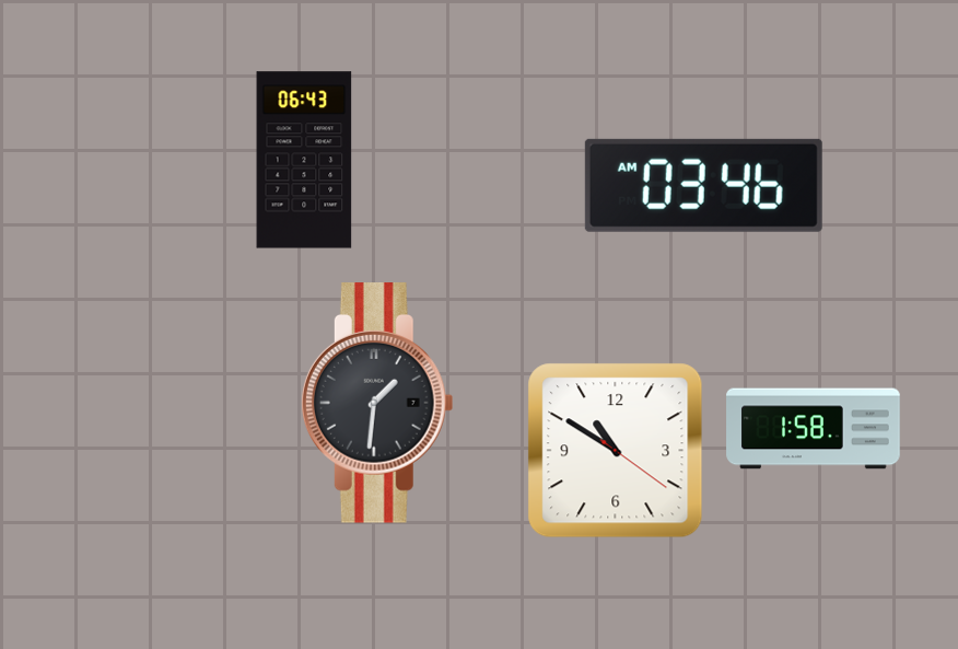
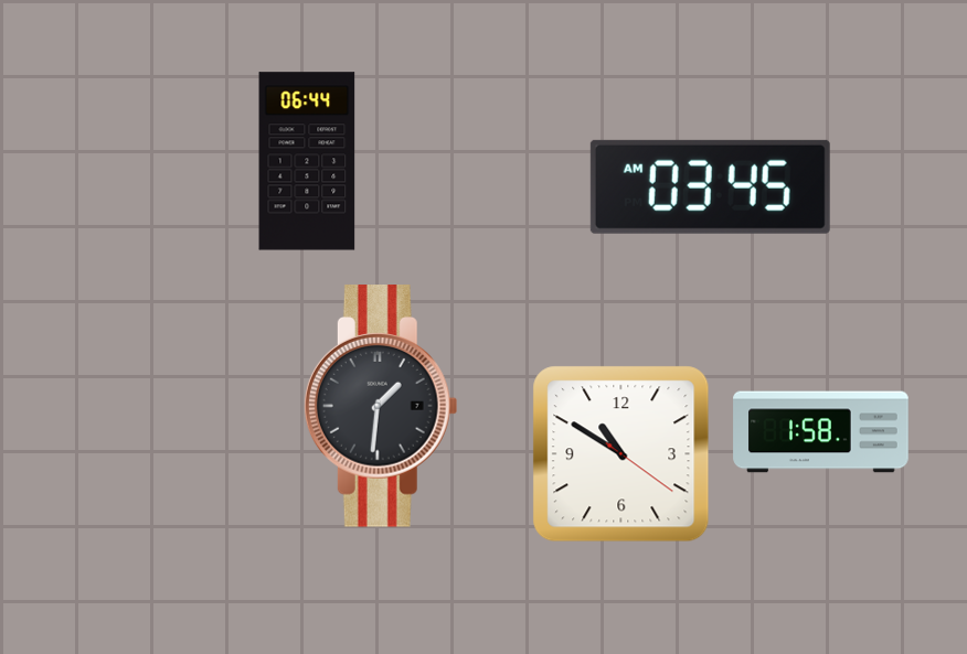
clock at (304, 160): 06:43 -> 06:44
clock at (703, 185): 03:46 -> 03:45
